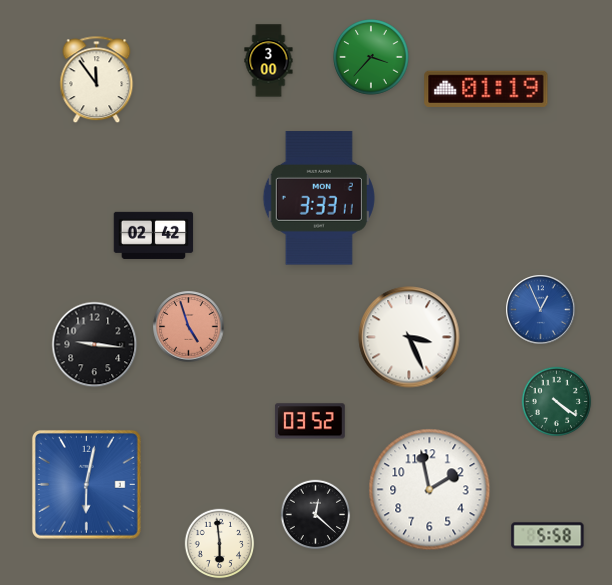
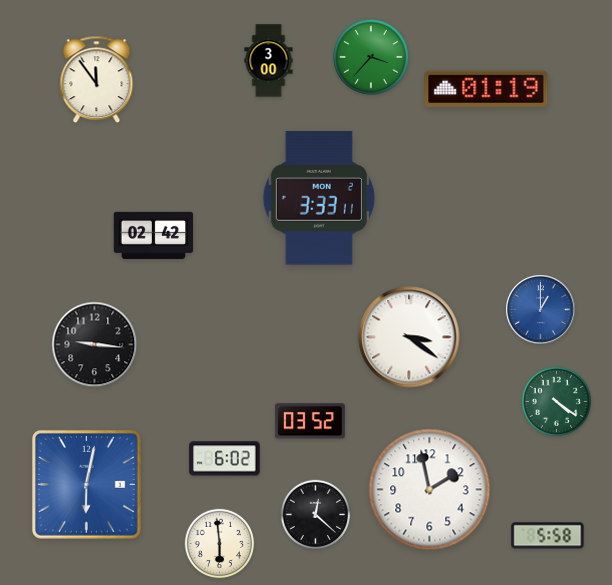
clock at (541, 310): 12:56 -> 1:00
clock at (189, 327): 4:57 -> none
clock at (409, 337): 3:26 -> 3:21
clock at (225, 459): none -> 6:02
